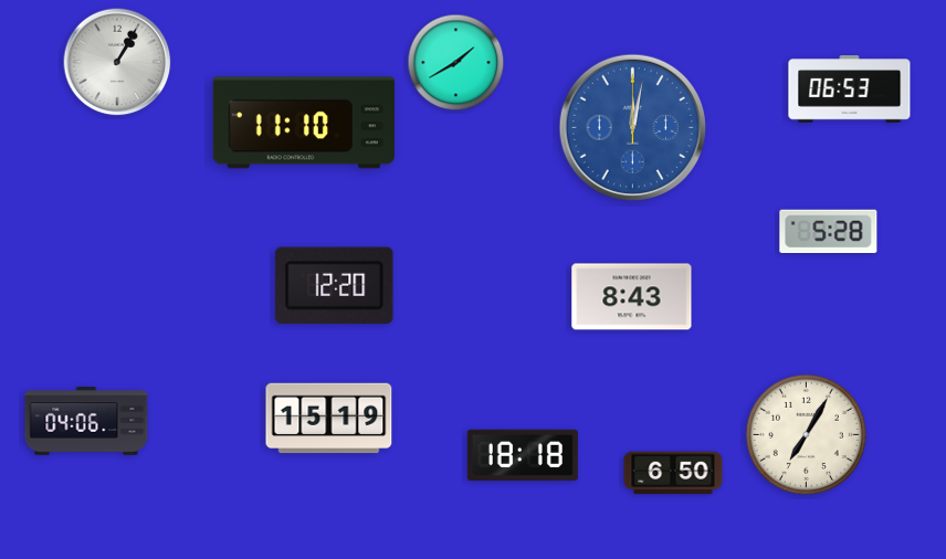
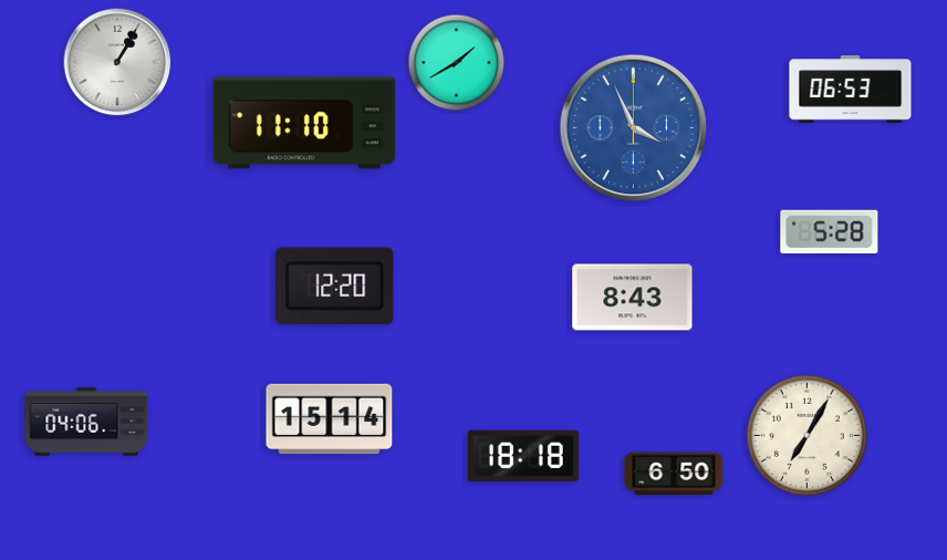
clock at (632, 127): 12:02 -> 3:56
clock at (329, 419): 15:19 -> 15:14
